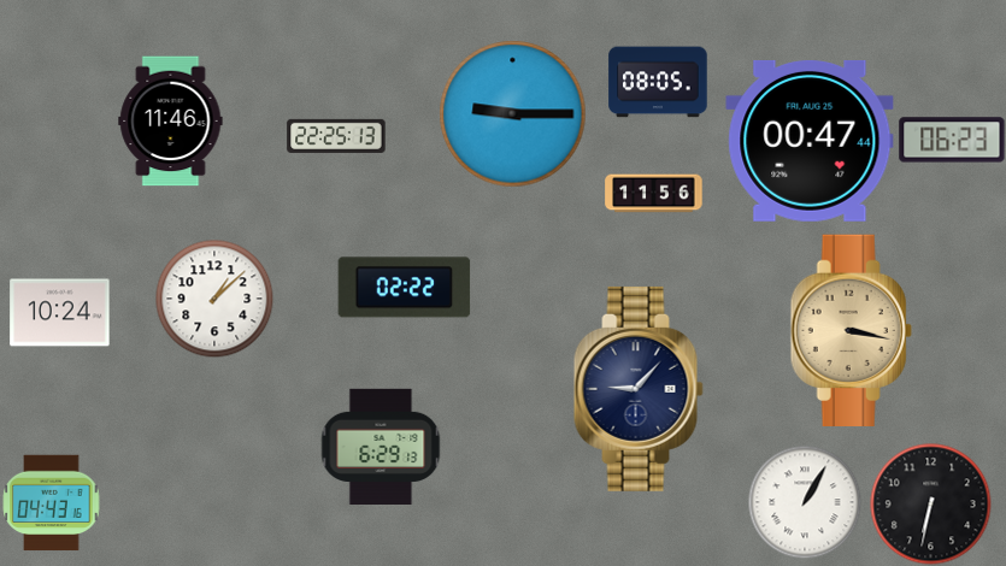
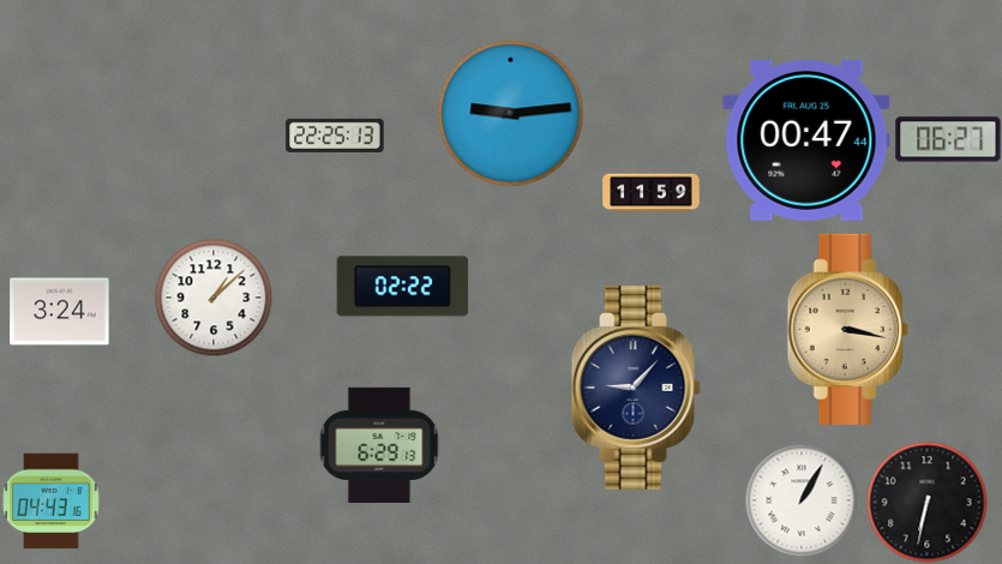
clock at (658, 82): 08:05 -> none
clock at (513, 114): 9:15 -> 9:14
clock at (171, 122): 11:46 -> none
clock at (952, 140): 06:23 -> 06:27
clock at (654, 194): 11:56 -> 11:59
clock at (60, 313): 10:24 -> 3:24
